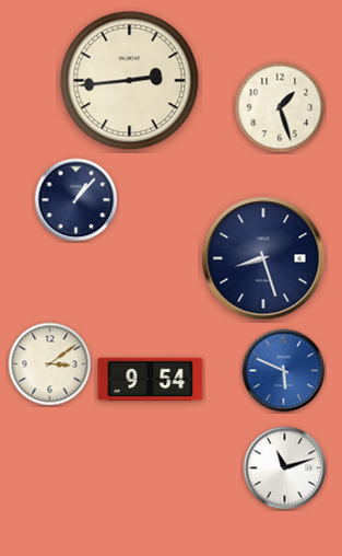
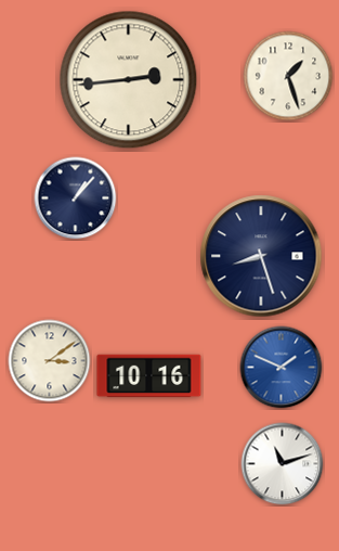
clock at (280, 107) position: (280, 107) -> (288, 76)
clock at (284, 371): 5:49 -> 1:49
clock at (151, 380): 9:54 -> 10:16
